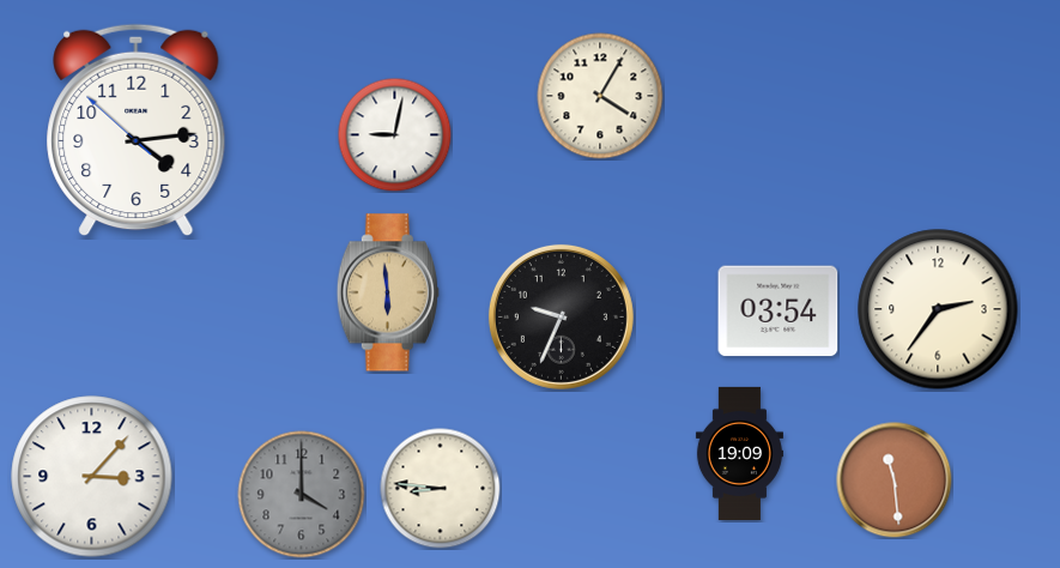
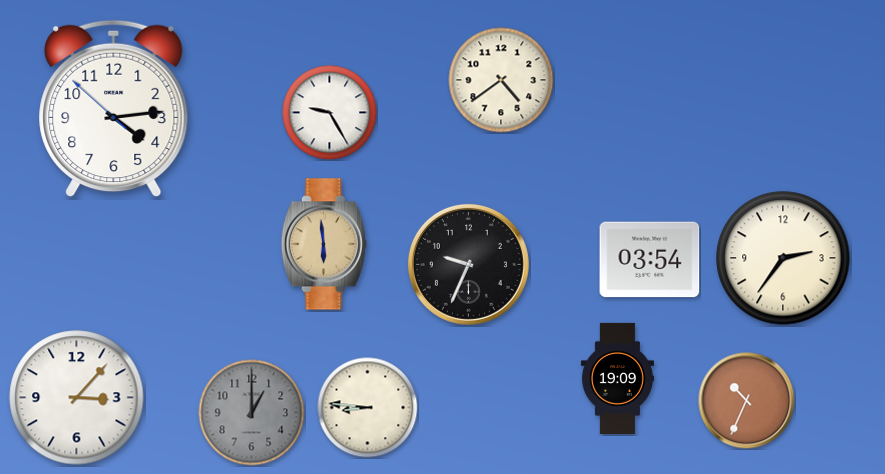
clock at (600, 96): 4:05 -> 4:39
clock at (394, 134): 9:02 -> 9:25
clock at (895, 481): 11:29 -> 10:34
clock at (302, 495): 4:00 -> 1:00
